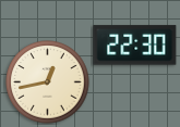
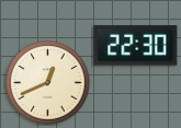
clock at (48, 82): 12:43 -> 12:41
